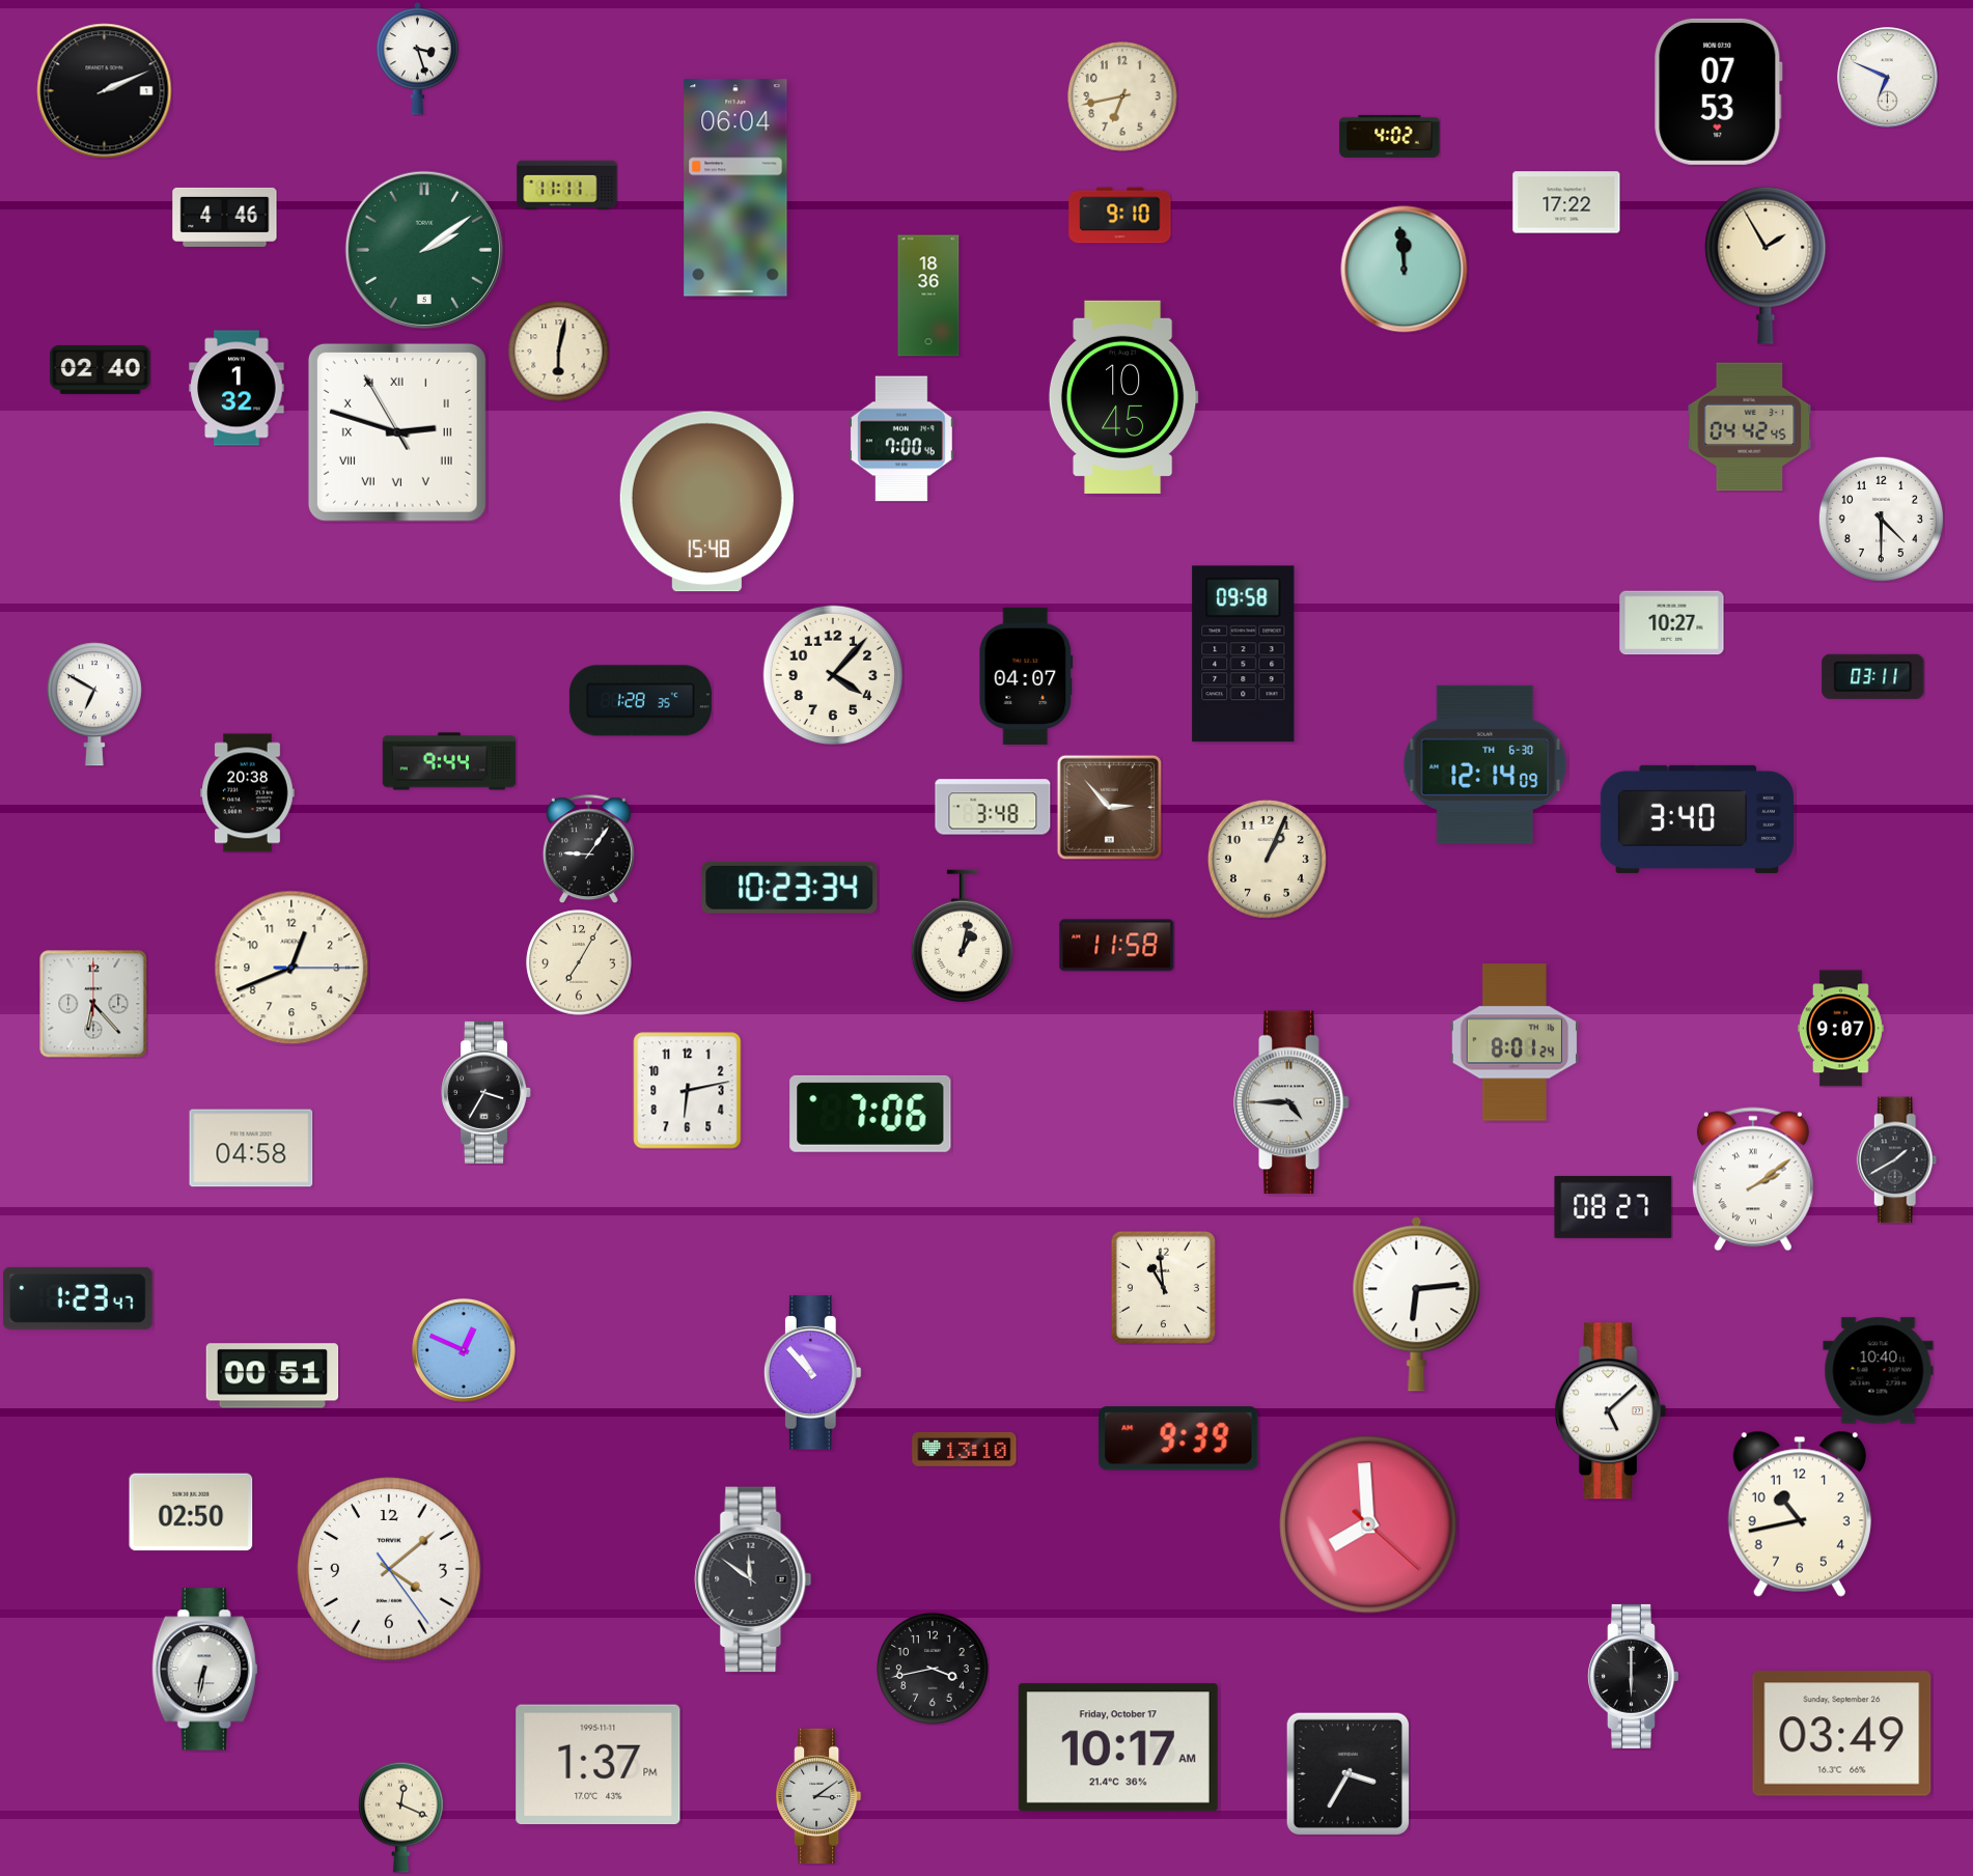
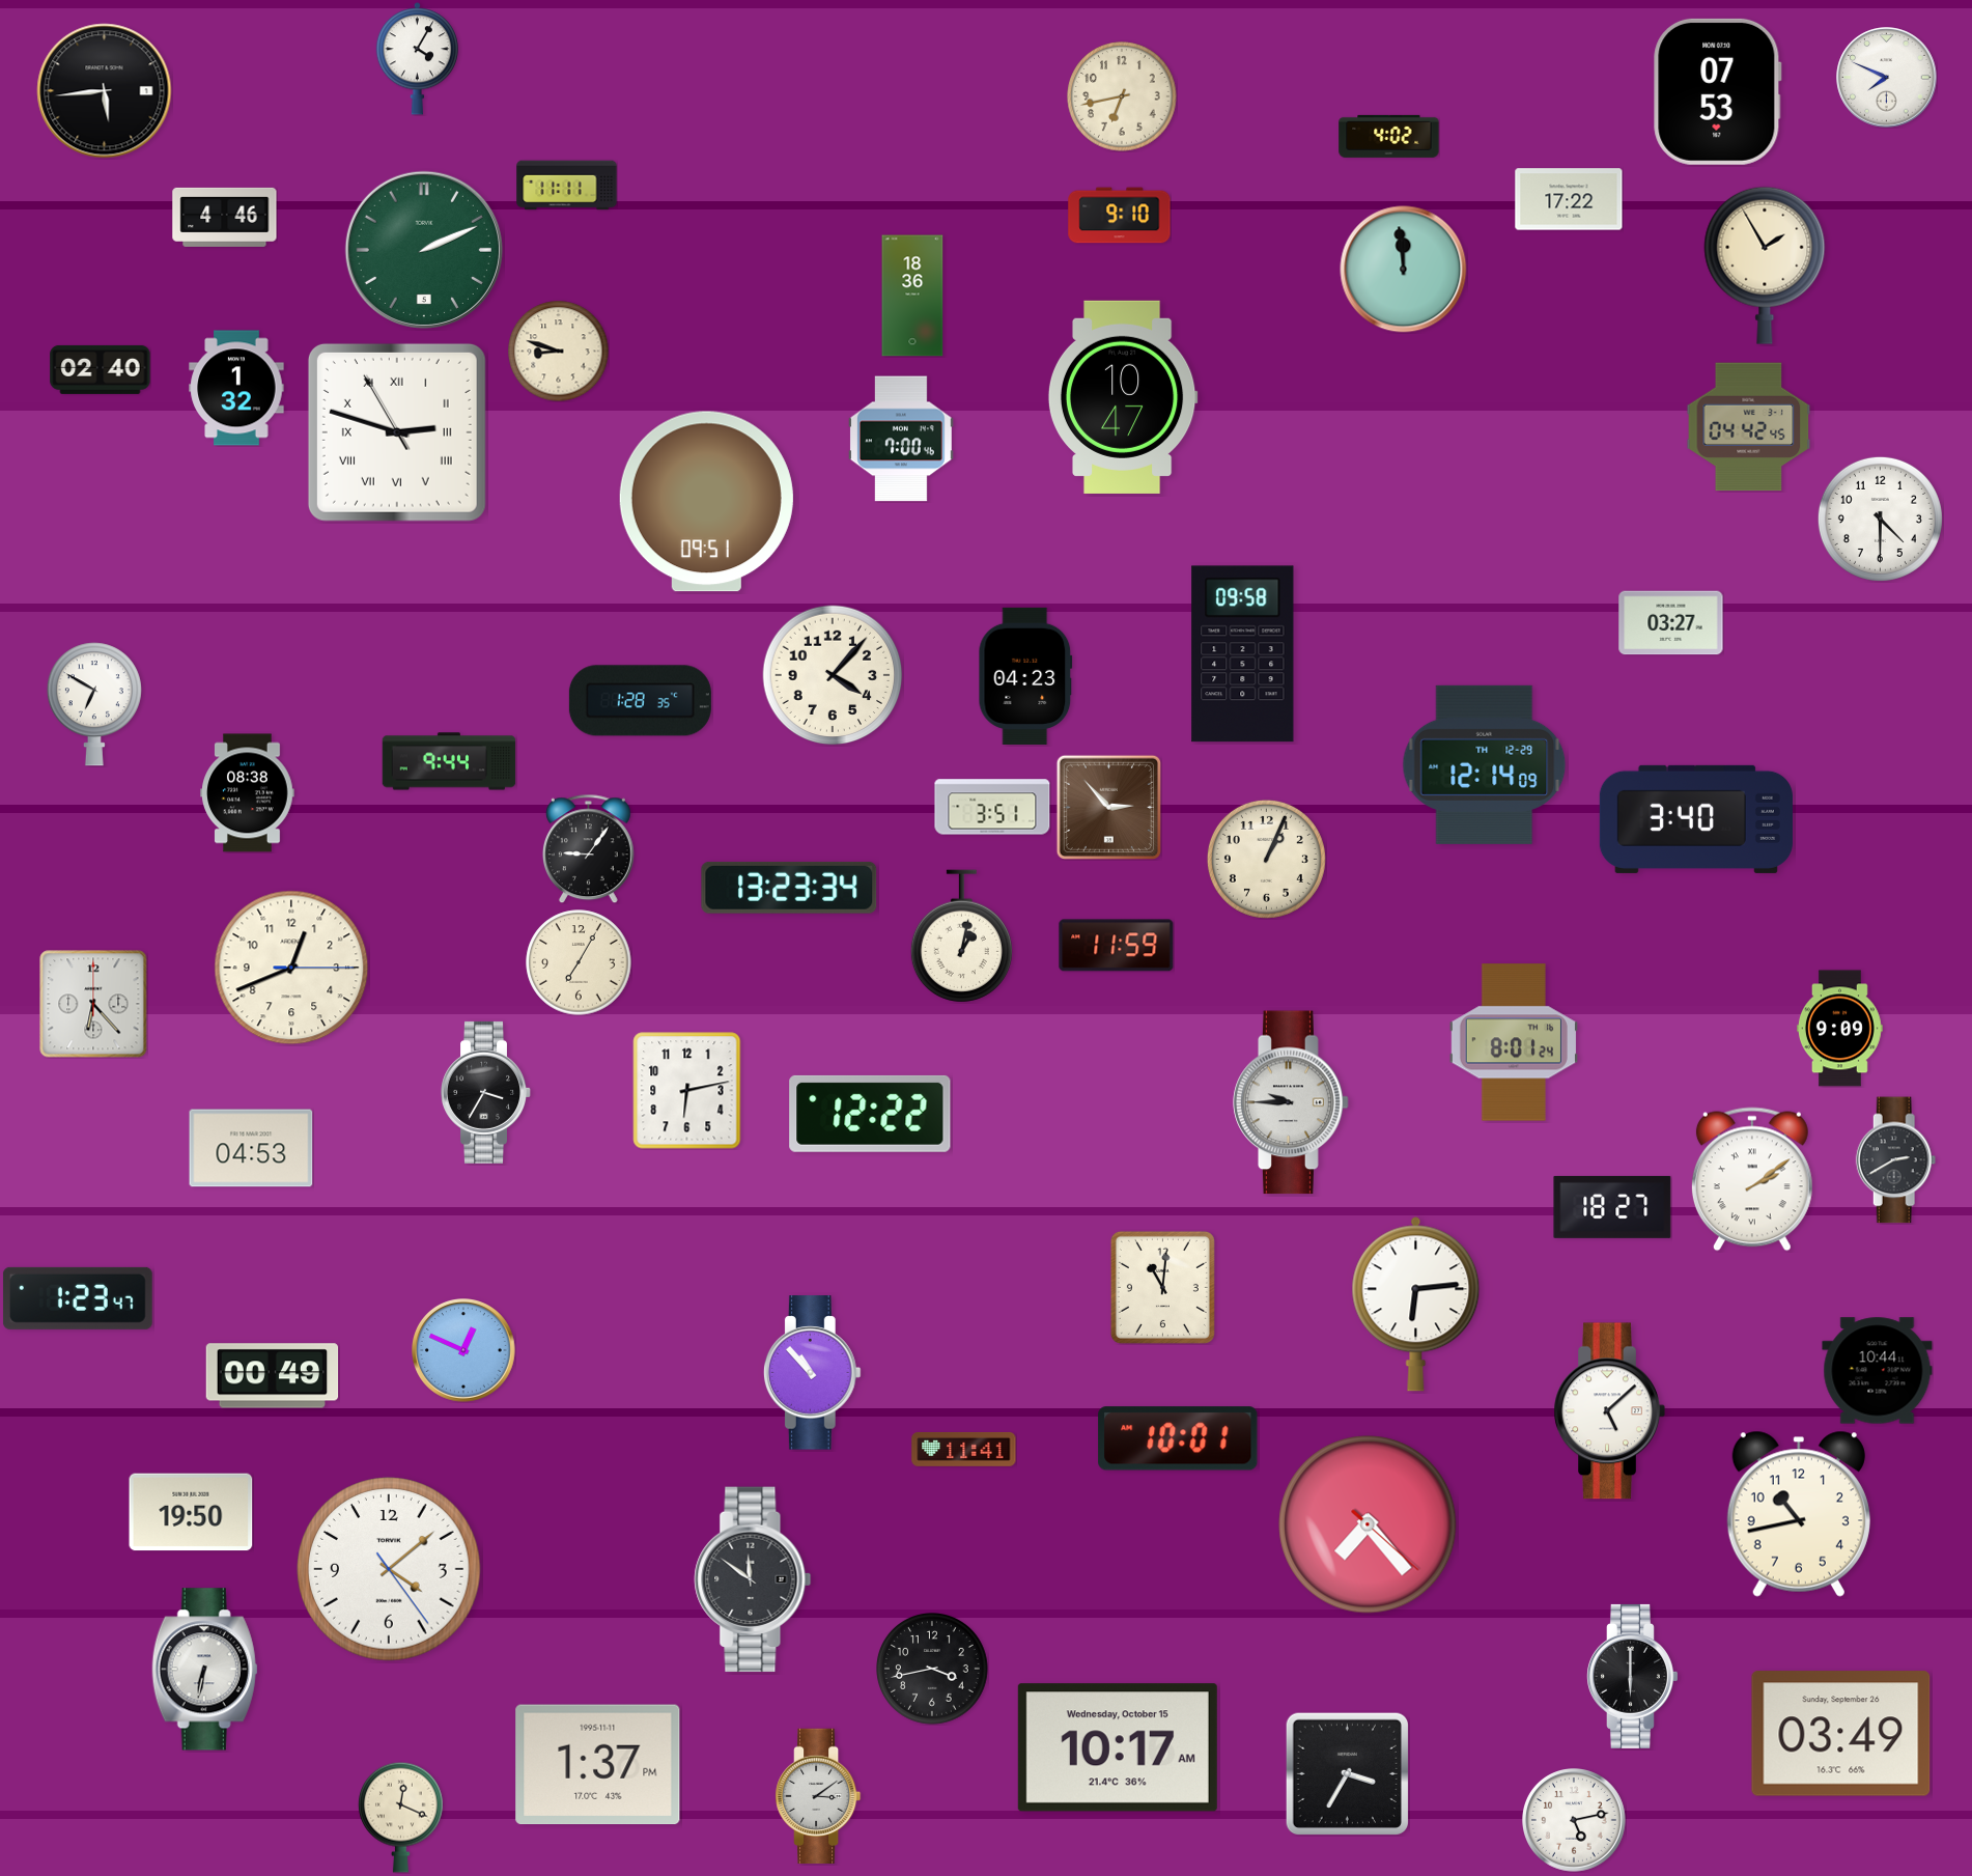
clock at (417, 59): 3:27 -> 4:05
clock at (1888, 78): 6:49 -> 7:49
clock at (105, 91): 2:11 -> 5:44
clock at (735, 188): 06:04 -> none
clock at (1566, 202) position: (1566, 202) -> (1569, 199)
clock at (424, 250): 2:09 -> 2:11
clock at (928, 296) position: (928, 296) -> (912, 296)
clock at (558, 351): 6:02 -> 8:48
clock at (1123, 397): 10:45 -> 10:47
clock at (706, 502): 15:48 -> 09:51
clock at (1672, 623): 10:27 -> 03:27
clock at (1026, 676): 04:07 -> 04:23
clock at (1873, 676): 03:11 -> none
clock at (1485, 764) date: TH 6-30 -> TH 12-29
clock at (248, 793): 20:38 -> 08:38
clock at (993, 807): 3:48 -> 3:51
clock at (789, 888): 10:23 -> 13:23
clock at (1117, 946): 11:58 -> 11:59
clock at (1840, 1029): 9:07 -> 9:09
clock at (1291, 1102): 4:45 -> 9:45
clock at (870, 1114): 7:06 -> 12:22
clock at (251, 1148): 04:58 -> 04:53
clock at (1897, 1160): 1:40 -> 2:40
clock at (1613, 1207): 08:27 -> 18:27
clock at (1163, 1287): 10:59 -> 11:01
clock at (1879, 1371): 10:40 -> 10:44
clock at (273, 1376): 00:51 -> 00:49
clock at (1178, 1438): 9:39 -> 10:01
clock at (965, 1449): 13:10 -> 11:41
clock at (191, 1512): 02:50 -> 19:50
clock at (1368, 1524): 7:59 -> 7:23
clock at (1118, 1747) date: Friday, October 17 -> Wednesday, October 15
clock at (1575, 1821): none -> 5:13
